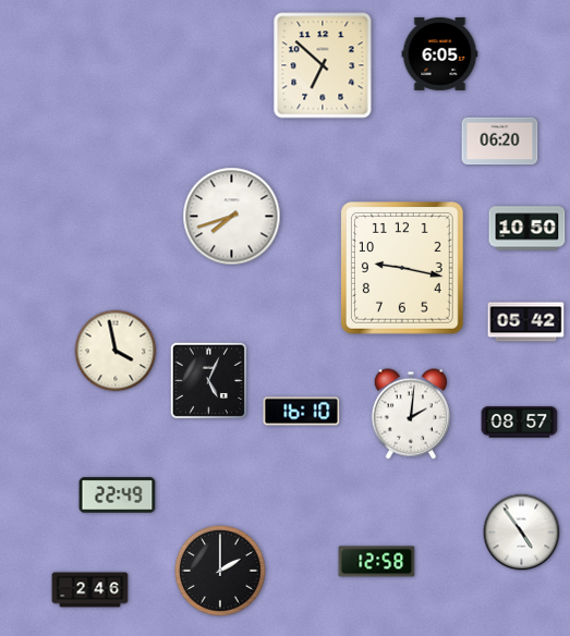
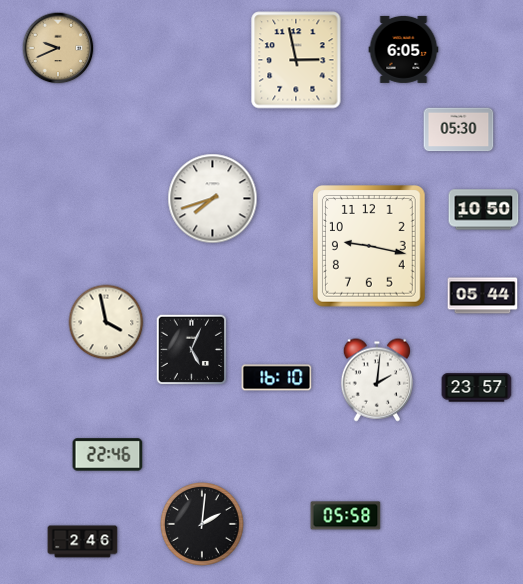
clock at (58, 48): none -> 9:41
clock at (323, 65): 6:52 -> 2:58
clock at (500, 142): 06:20 -> 05:30
clock at (526, 322): 05:42 -> 05:44
clock at (520, 423): 08:57 -> 23:57
clock at (118, 496): 22:49 -> 22:46
clock at (522, 533): 4:54 -> none
clock at (377, 562): 12:58 -> 05:58
clock at (221, 572): 2:00 -> 2:01
